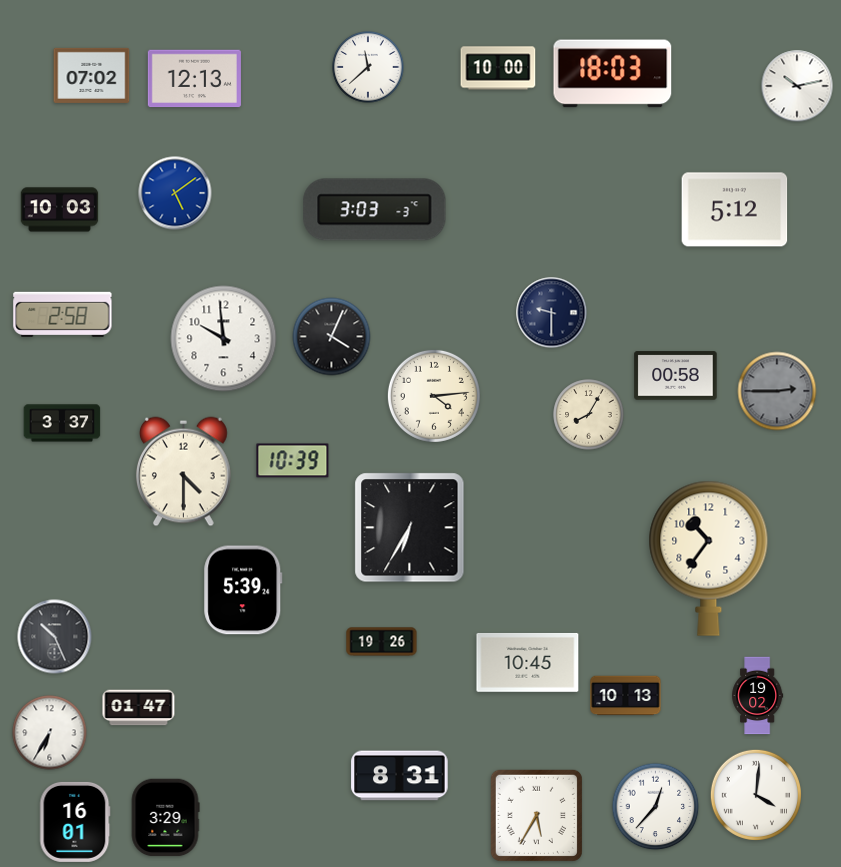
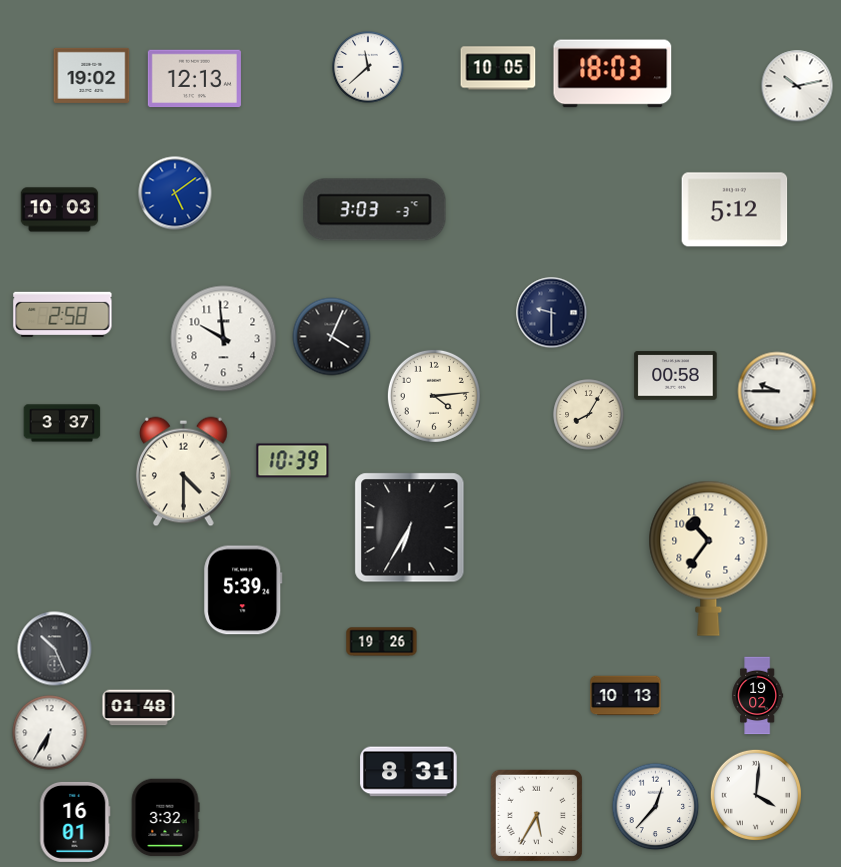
clock at (498, 68): 10:00 -> 10:05
clock at (92, 75): 07:02 -> 19:02
clock at (777, 391): 2:45 -> 9:45
clock at (777, 391) dial: grey -> white
clock at (55, 637) position: (55, 637) -> (55, 649)
clock at (528, 662): 10:45 -> none
clock at (139, 708): 01:47 -> 01:48
clock at (400, 776) position: (400, 776) -> (409, 772)
clock at (165, 818): 3:29 -> 3:32
